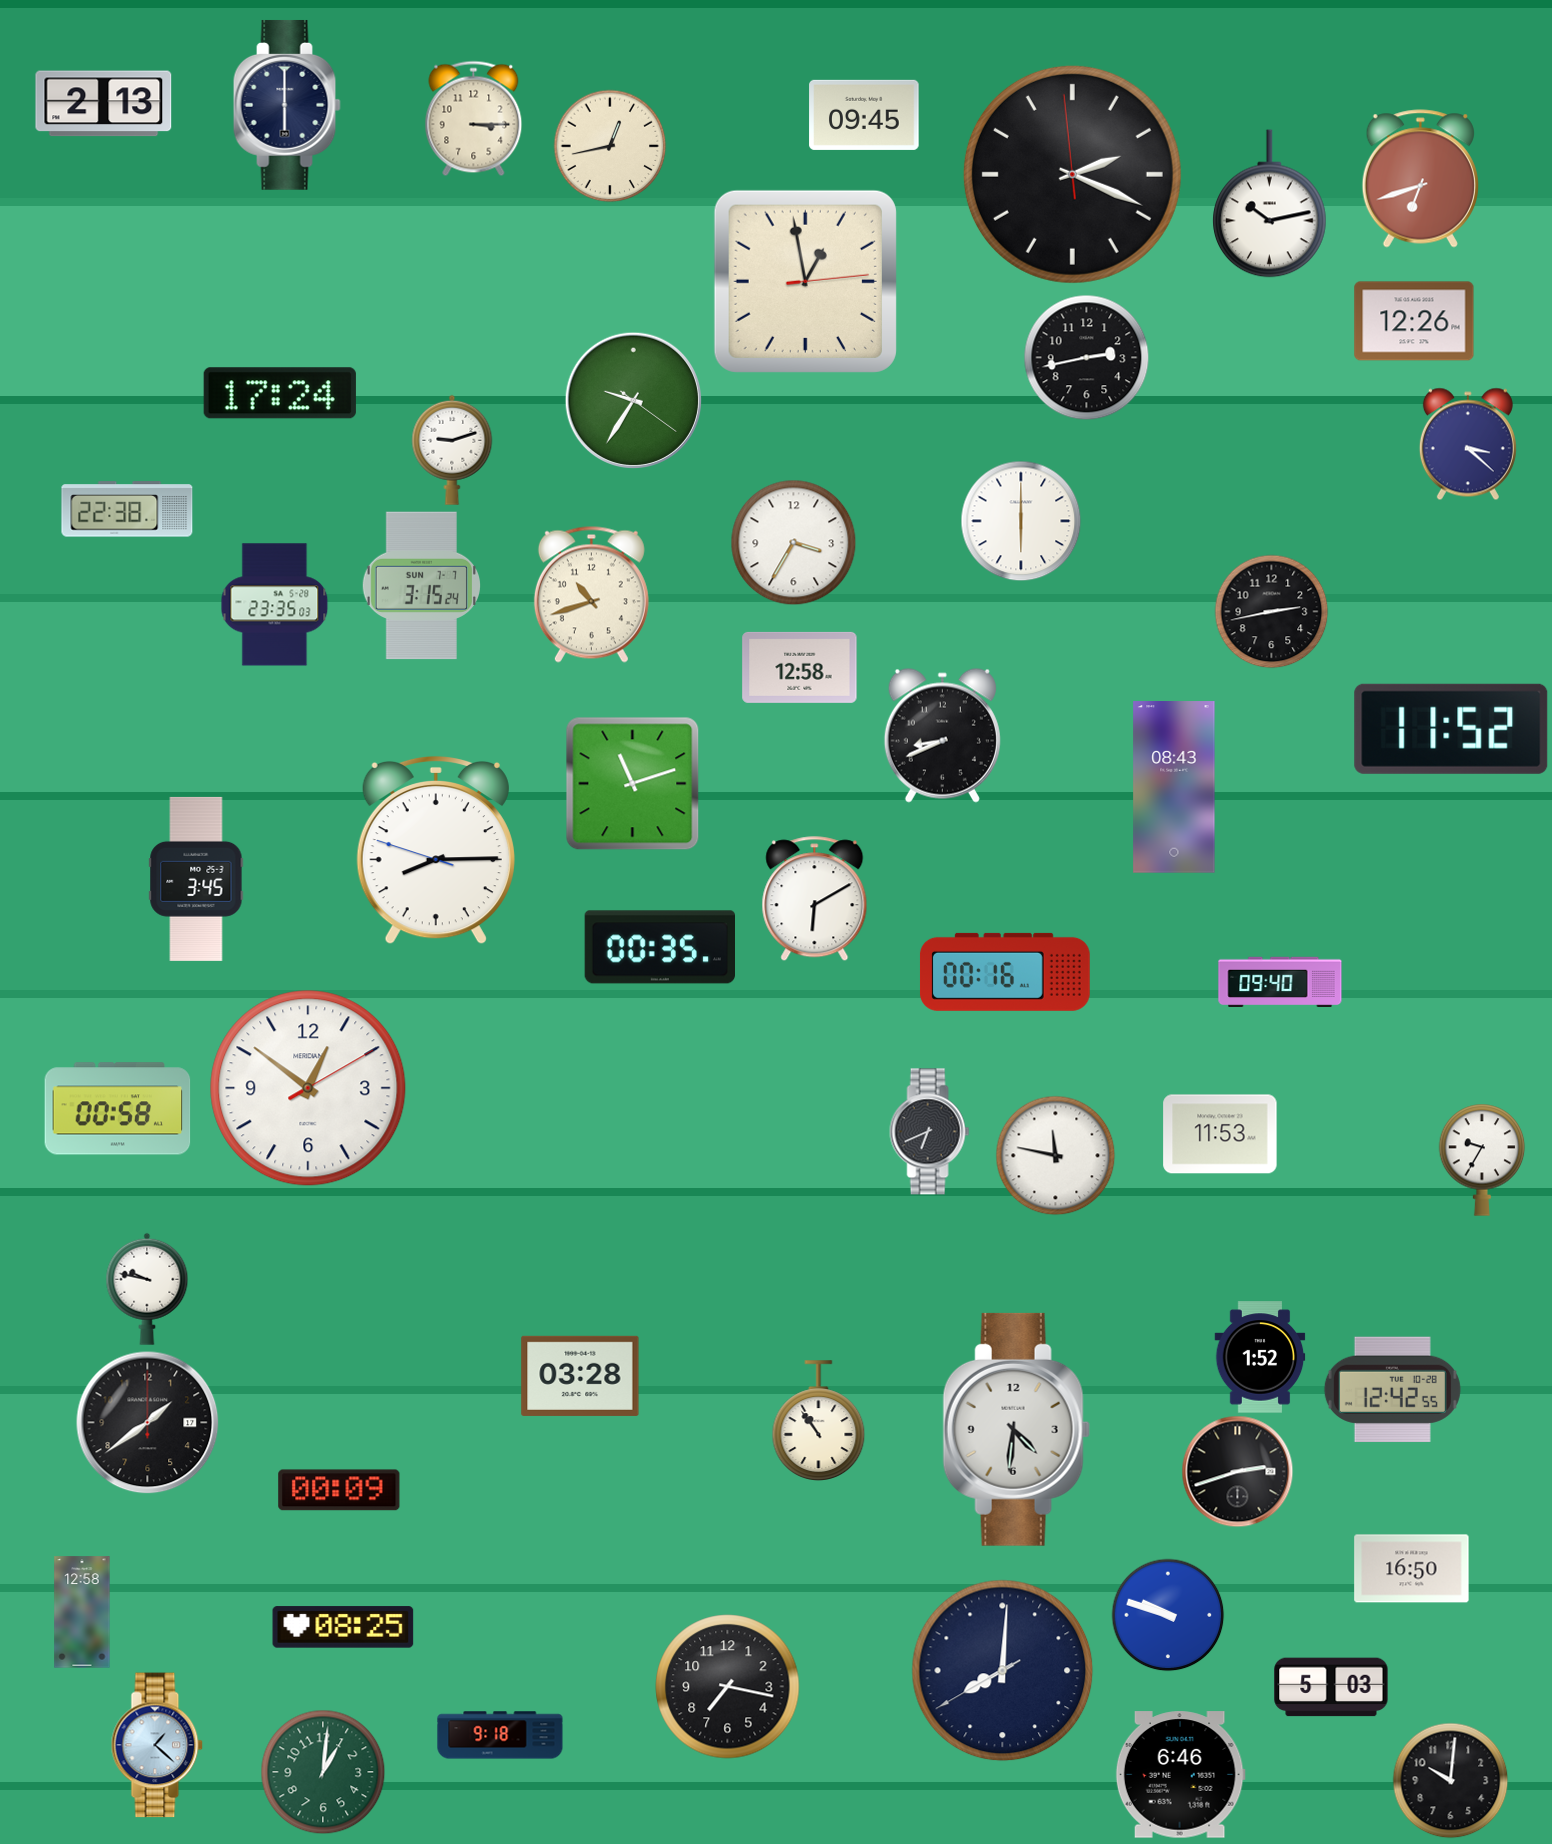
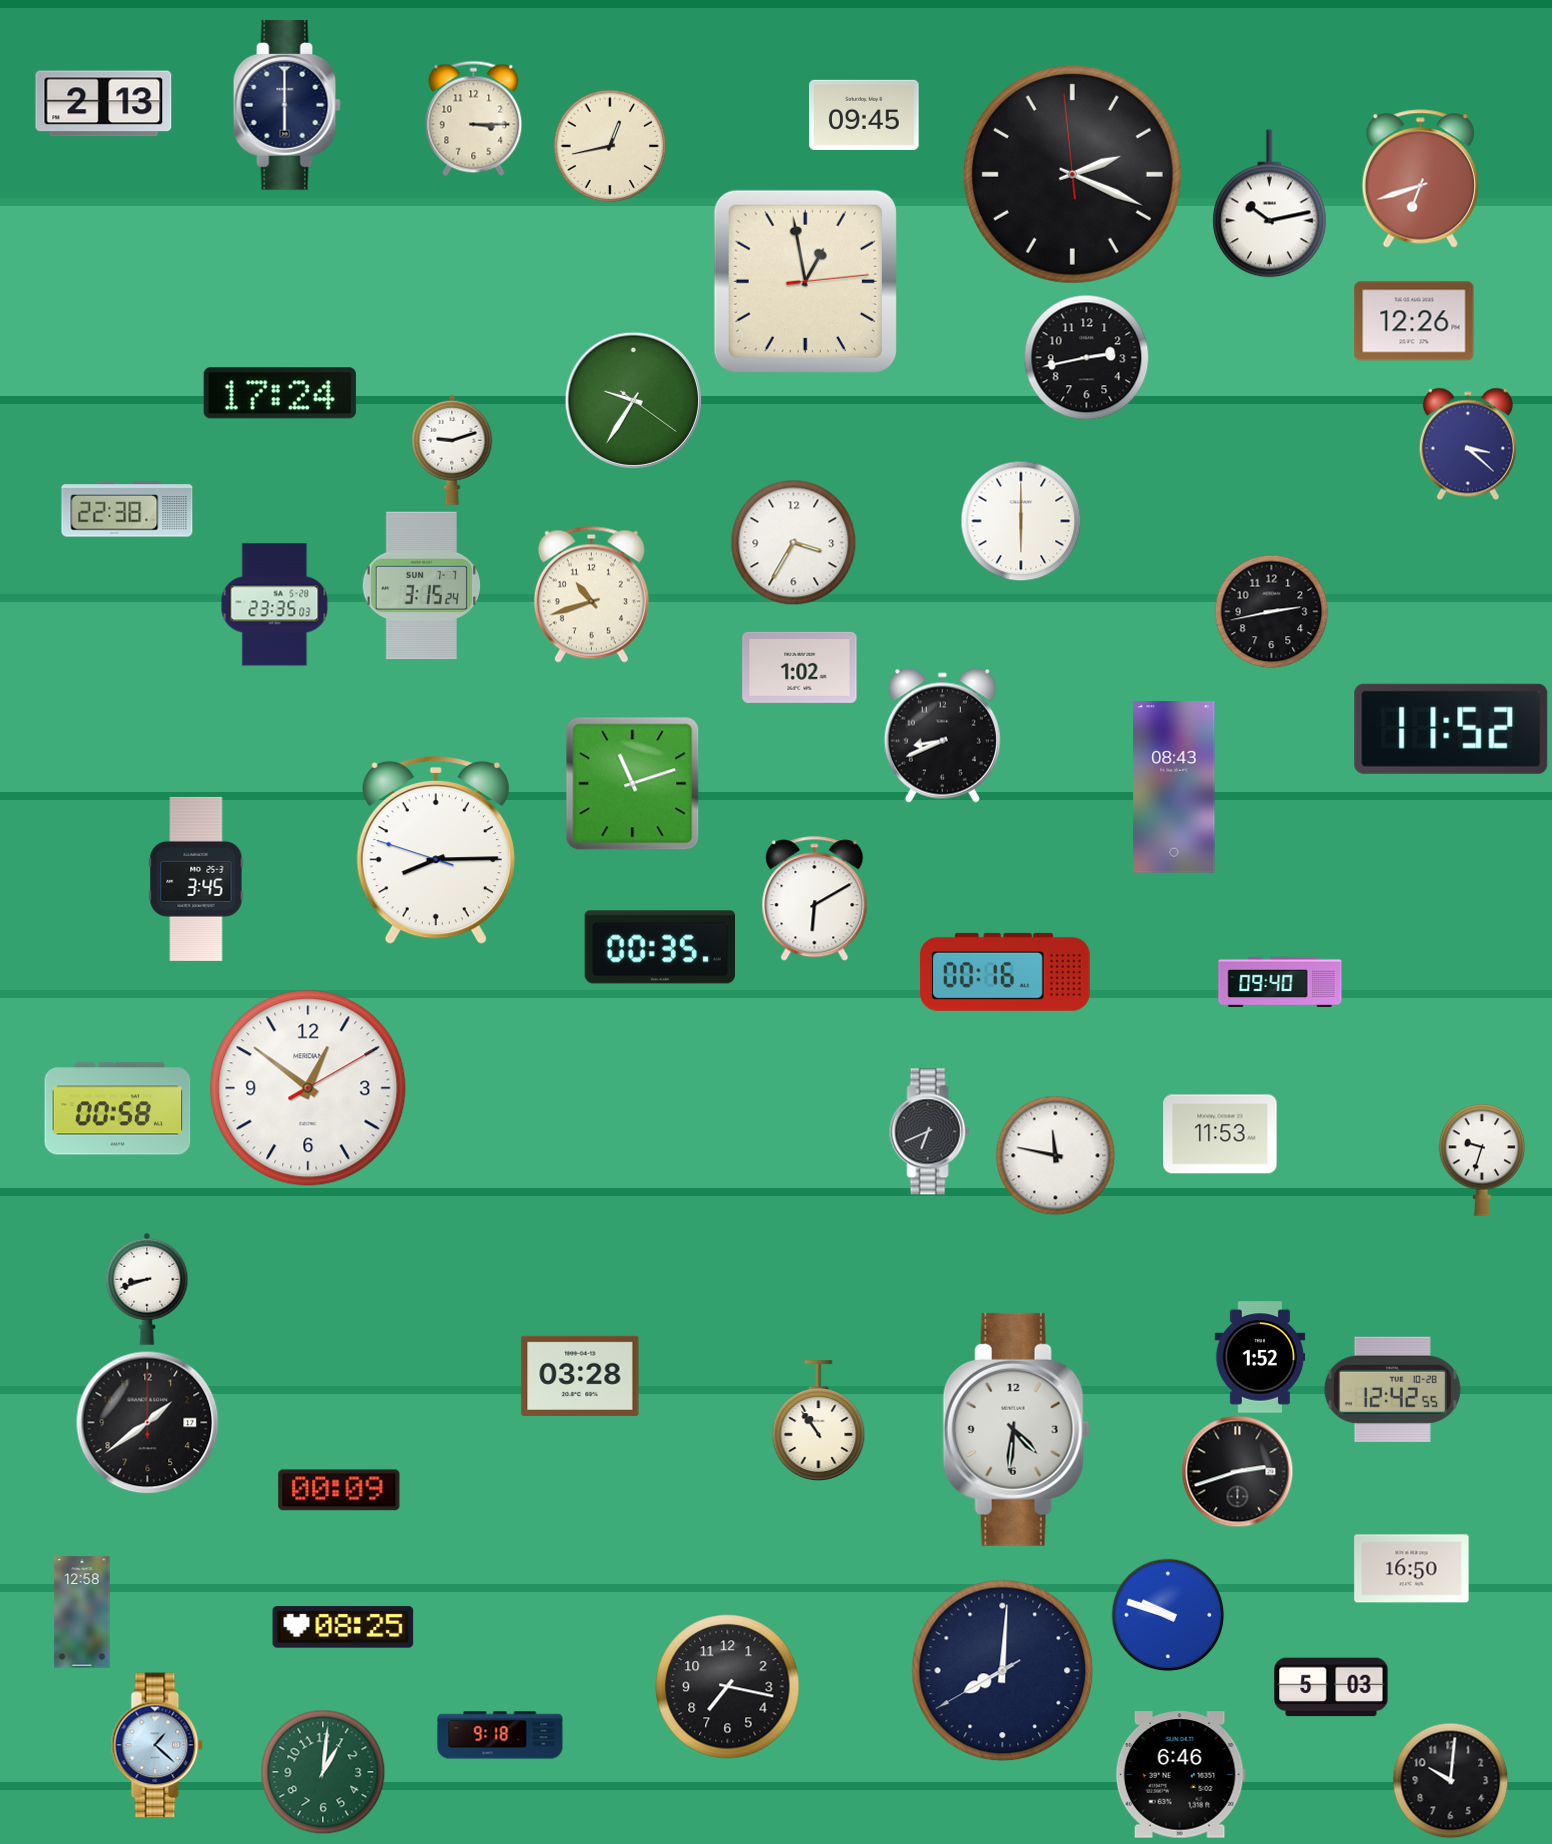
clock at (800, 667): 12:58 -> 1:02
clock at (1482, 1160): 9:35 -> 9:33
clock at (147, 1289): 9:47 -> 8:42
